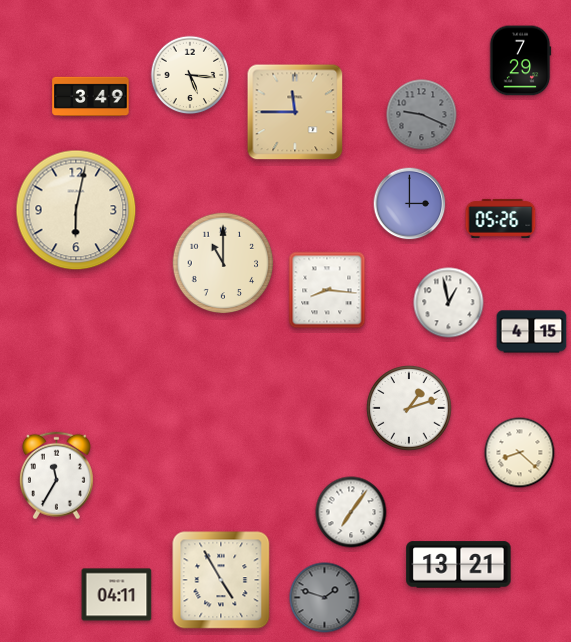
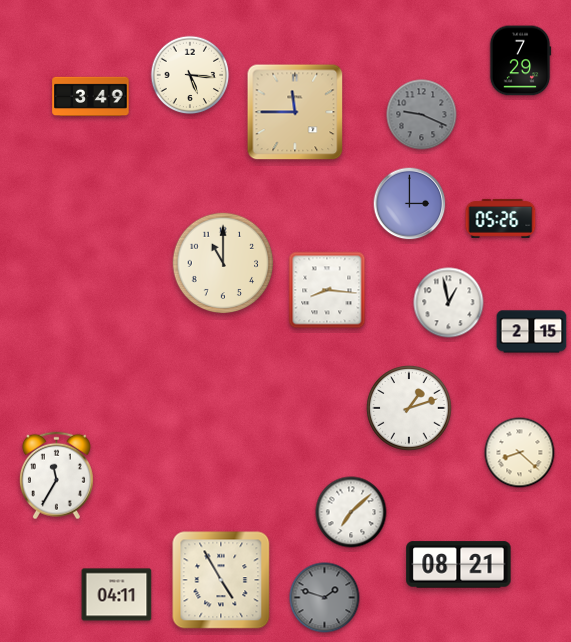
clock at (76, 210): 6:02 -> none
clock at (532, 332): 4:15 -> 2:15
clock at (351, 512): 7:06 -> 7:08
clock at (459, 565): 13:21 -> 08:21
